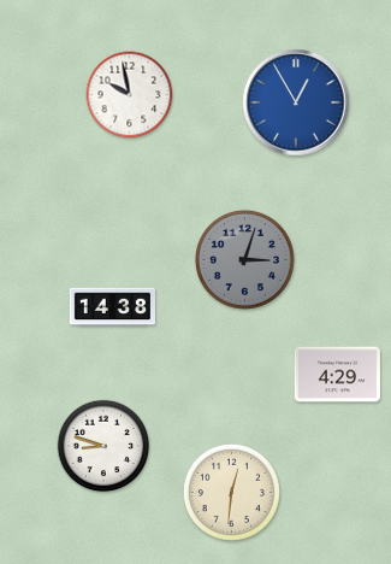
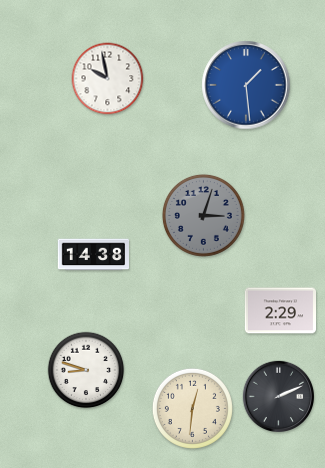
clock at (296, 102): 12:55 -> 1:29
clock at (337, 375): 4:29 -> 2:29
clock at (279, 397): none -> 2:11
